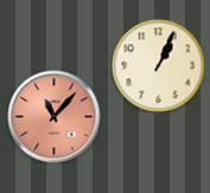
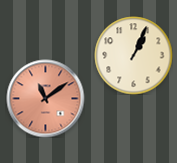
clock at (53, 116): 11:07 -> 11:09
